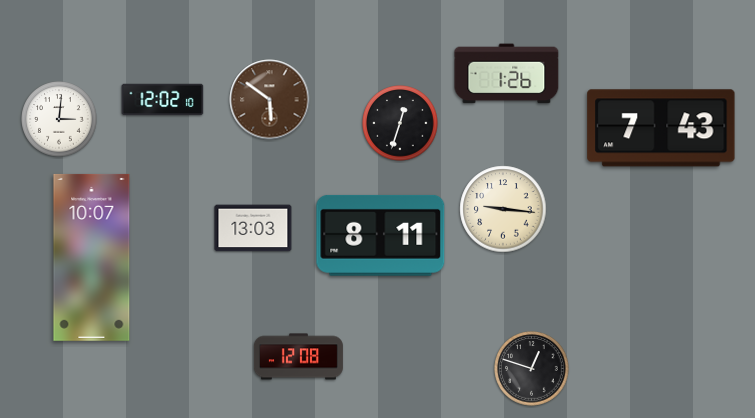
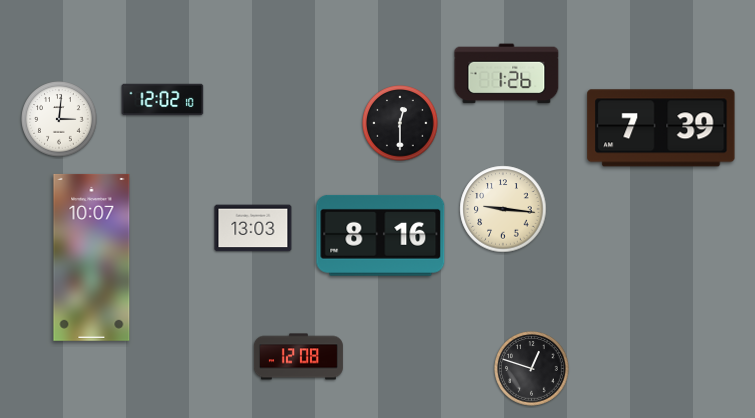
clock at (270, 100): 5:51 -> none
clock at (400, 123): 12:33 -> 12:30
clock at (661, 128): 7:43 -> 7:39
clock at (381, 235): 8:11 -> 8:16
